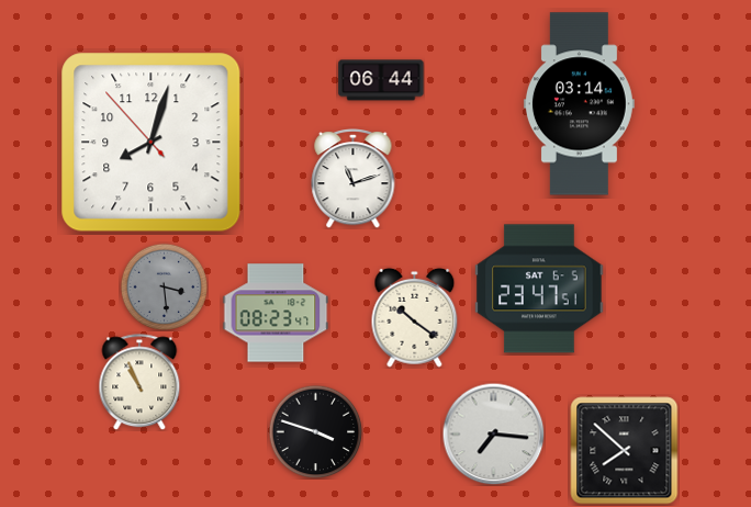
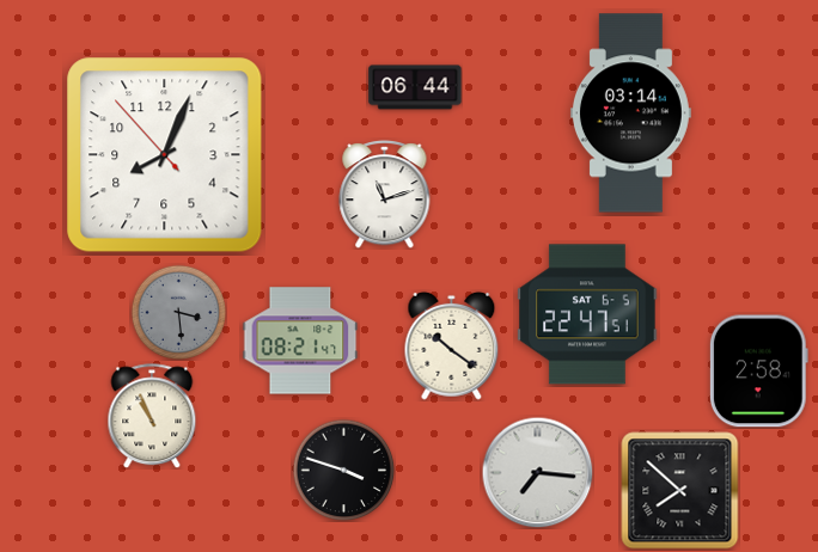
clock at (152, 143): 8:02 -> 8:03
clock at (539, 289): 23:47 -> 22:47
clock at (276, 313): 08:23 -> 08:21
clock at (758, 372): none -> 2:58
